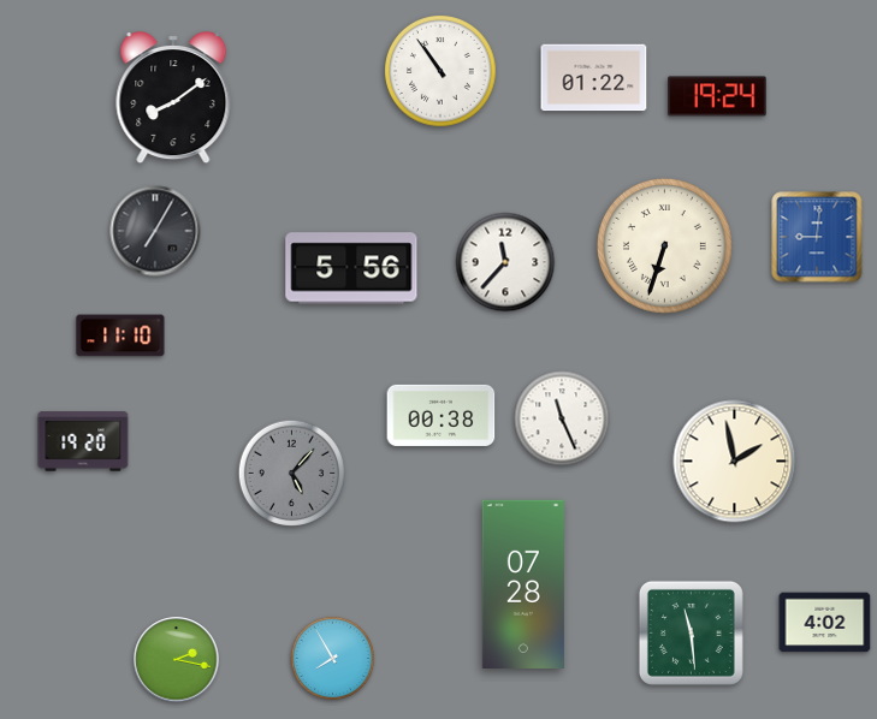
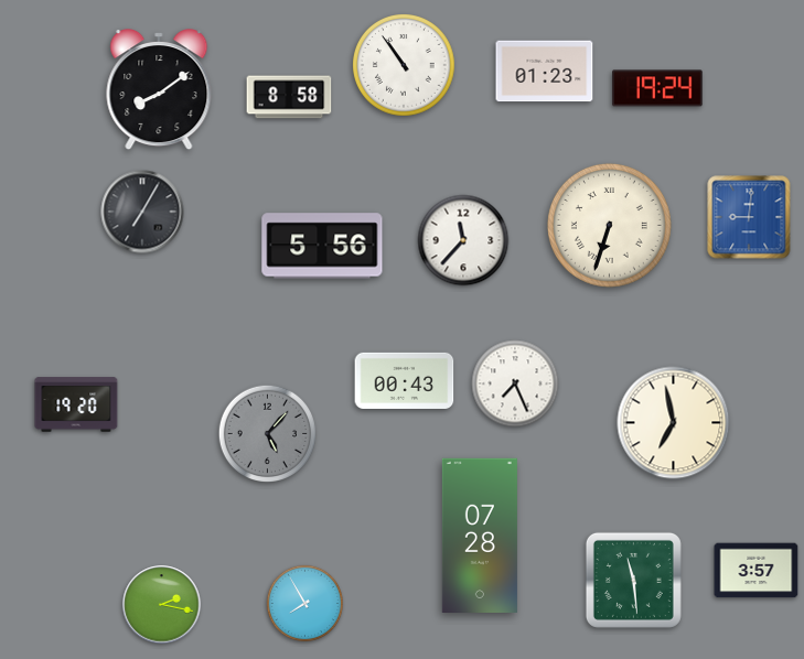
clock at (594, 78): 01:22 -> 01:23
clock at (289, 97): none -> 8:58
clock at (120, 335): 11:10 -> none
clock at (442, 415): 00:38 -> 00:43
clock at (562, 418): 11:26 -> 7:26
clock at (735, 462): 1:58 -> 6:58
clock at (825, 623): 4:02 -> 3:57
